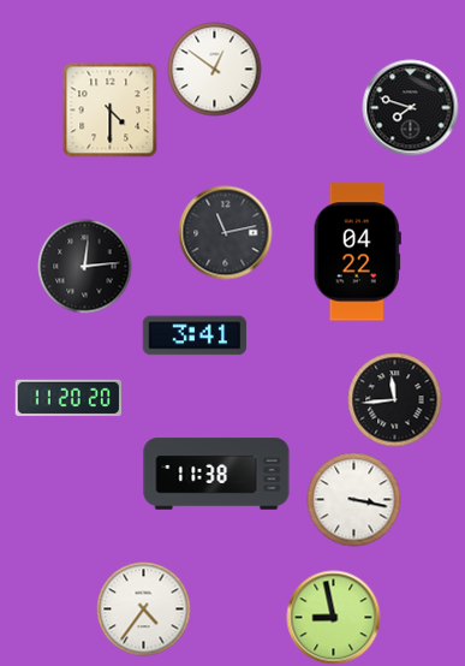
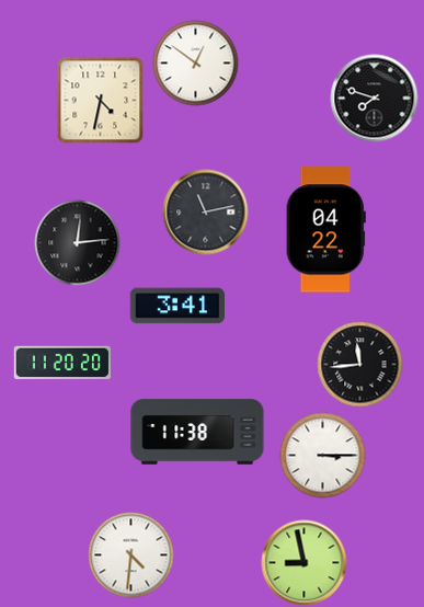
clock at (109, 109): 4:30 -> 4:32
clock at (353, 499): 3:17 -> 3:15
clock at (143, 608): 4:36 -> 4:31
